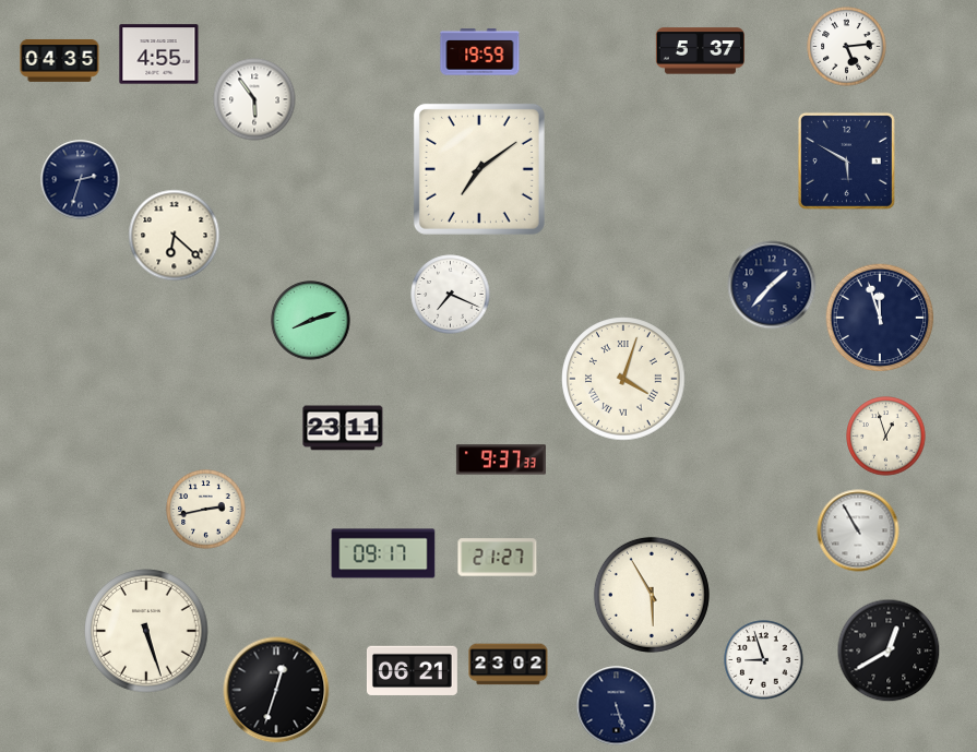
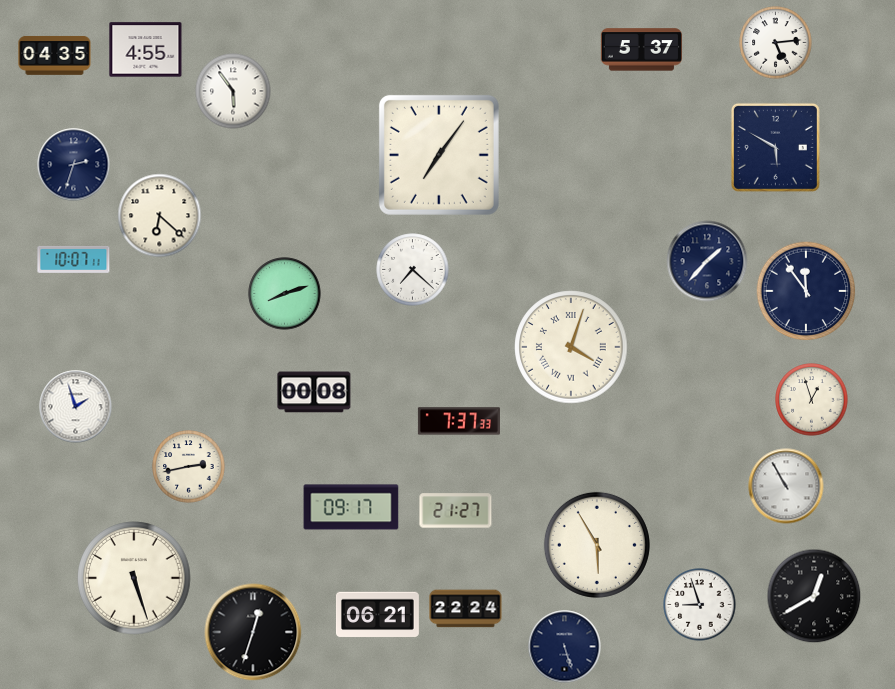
clock at (700, 51) position: (700, 51) -> (641, 50)
clock at (480, 52): 19:59 -> none
clock at (479, 169): 7:09 -> 7:06
clock at (74, 259): none -> 10:07
clock at (451, 295): 7:19 -> 7:22
clock at (880, 318): 11:57 -> 11:54
clock at (343, 428): 23:11 -> 00:08
clock at (76, 407): none -> 1:57
clock at (501, 459): 9:37 -> 7:37
clock at (509, 665): 23:02 -> 22:24
